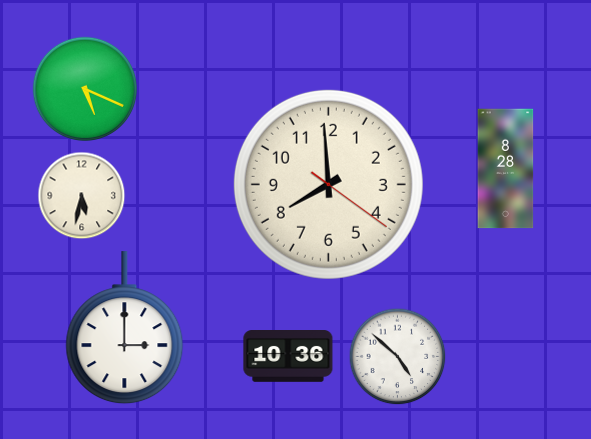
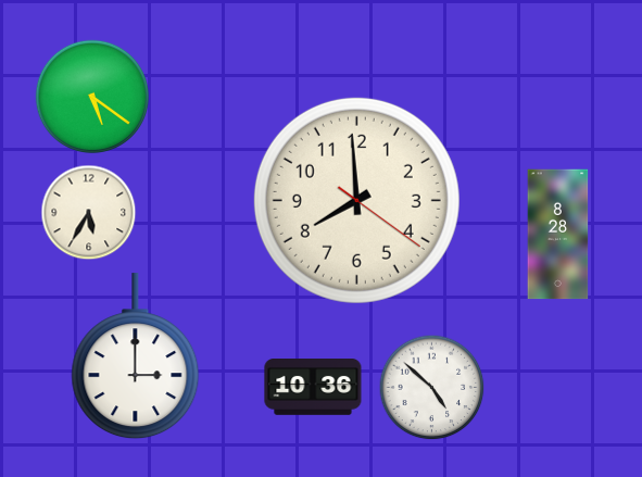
clock at (84, 88): 5:19 -> 5:21
clock at (506, 169) position: (506, 169) -> (558, 235)
clock at (82, 196): 5:32 -> 5:35
